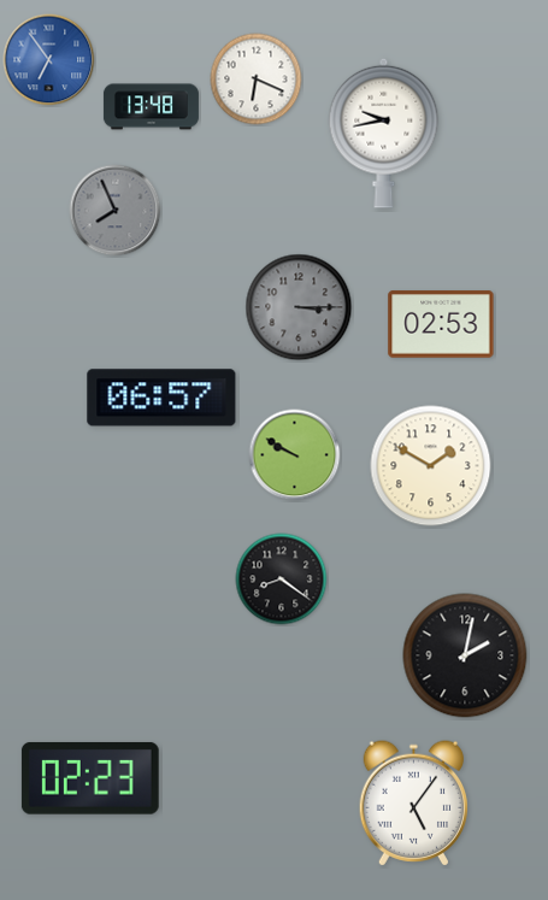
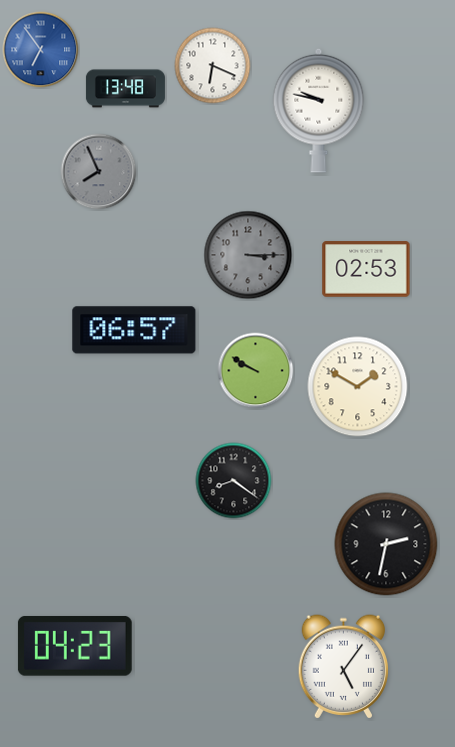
clock at (384, 133): 9:43 -> 9:47
clock at (116, 211) position: (116, 211) -> (99, 172)
clock at (295, 455) position: (295, 455) -> (256, 371)
clock at (465, 655): 2:02 -> 2:32
clock at (90, 778): 02:23 -> 04:23
